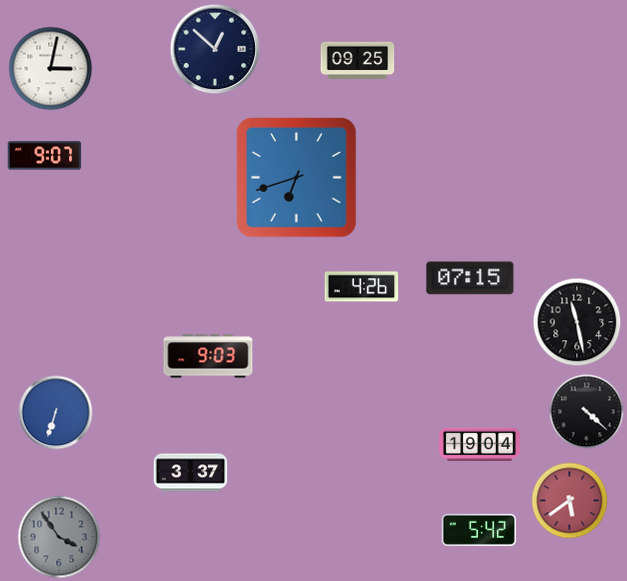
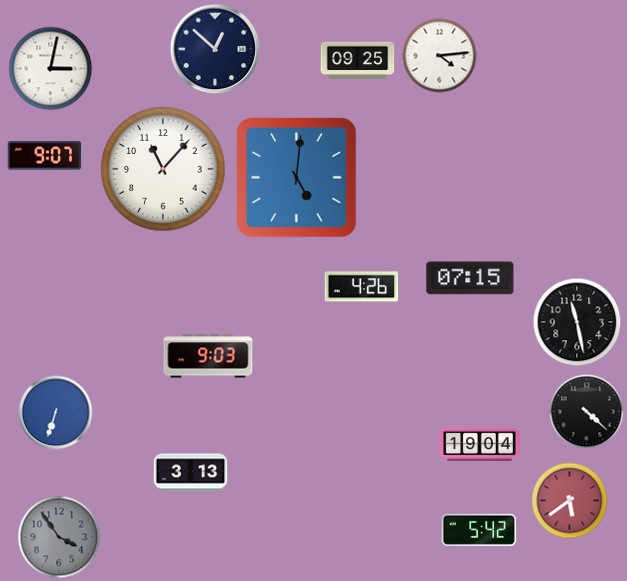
clock at (440, 56): none -> 4:14
clock at (163, 169): none -> 11:07
clock at (297, 178): 6:42 -> 5:01
clock at (191, 473): 3:37 -> 3:13
